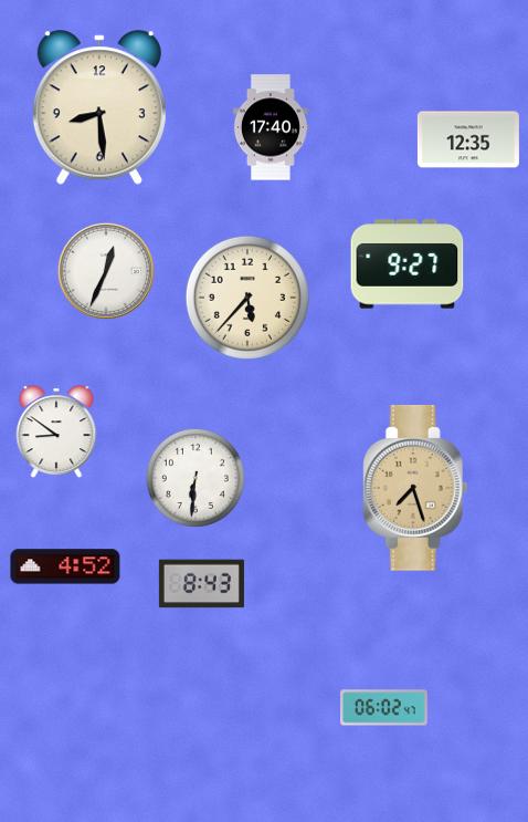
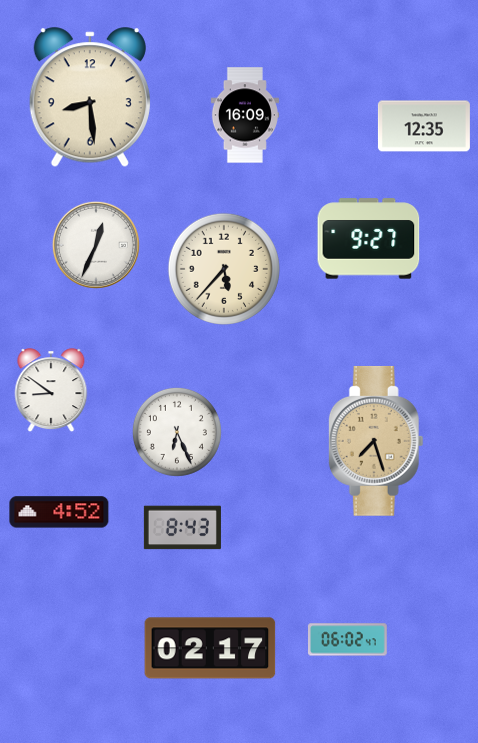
clock at (271, 127): 17:40 -> 16:09
clock at (196, 478): 6:31 -> 6:26
clock at (210, 648): none -> 02:17
